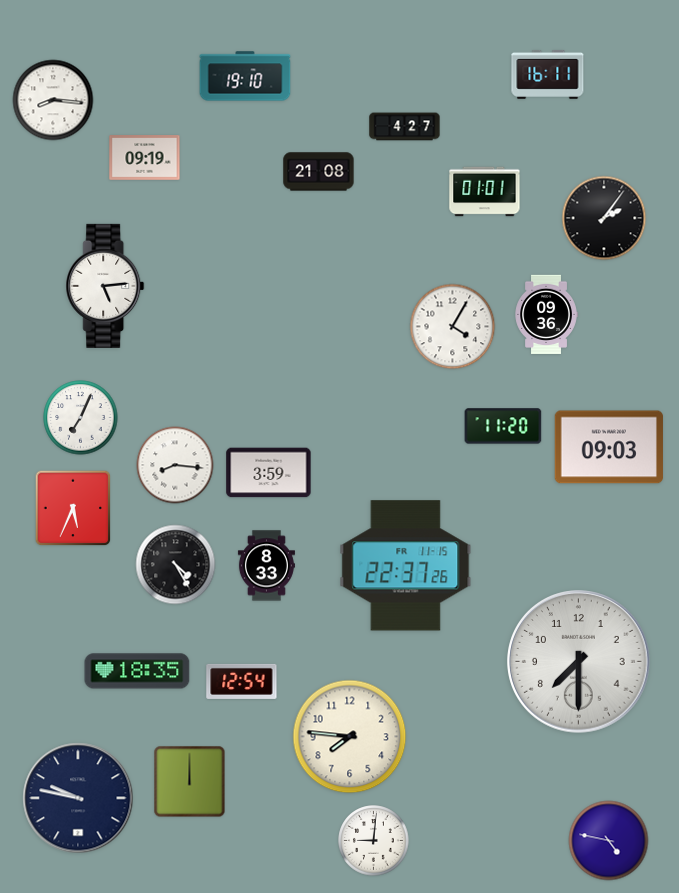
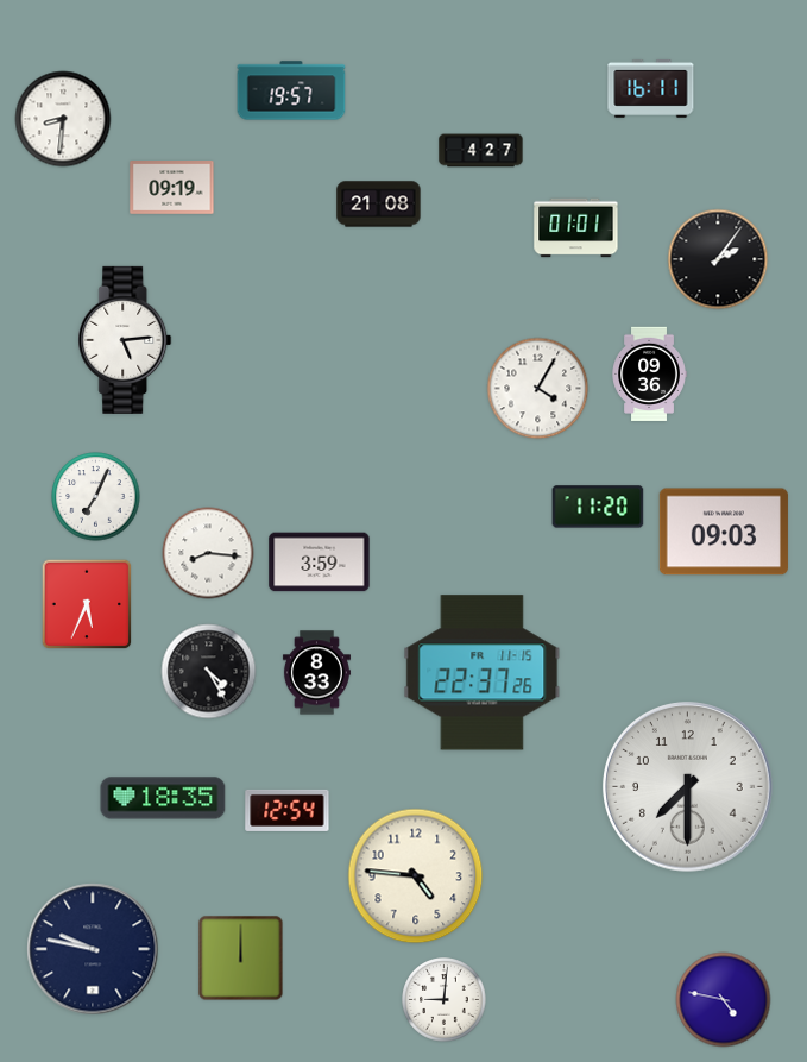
clock at (245, 76): 19:10 -> 19:57
clock at (53, 100): 8:16 -> 8:31
clock at (350, 737): 7:46 -> 4:46
clock at (190, 782) position: (190, 782) -> (241, 959)
